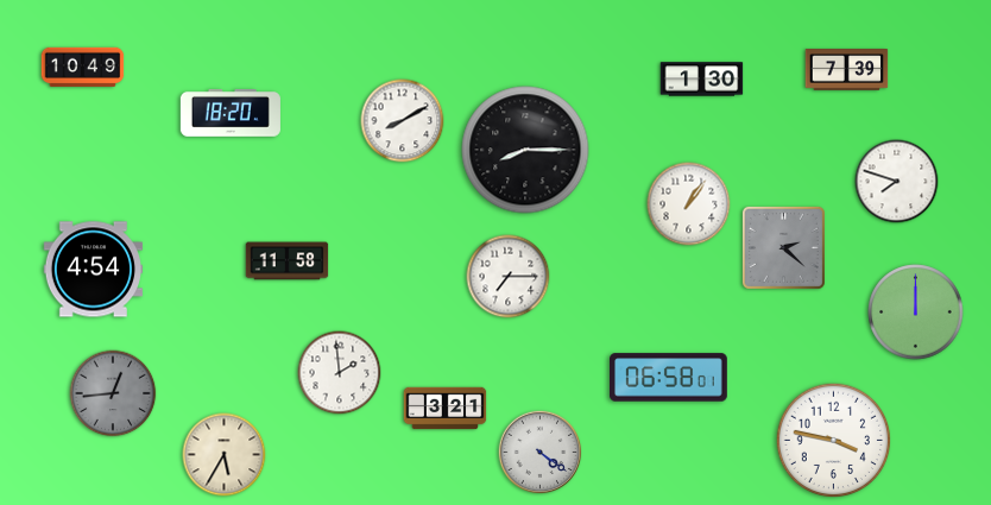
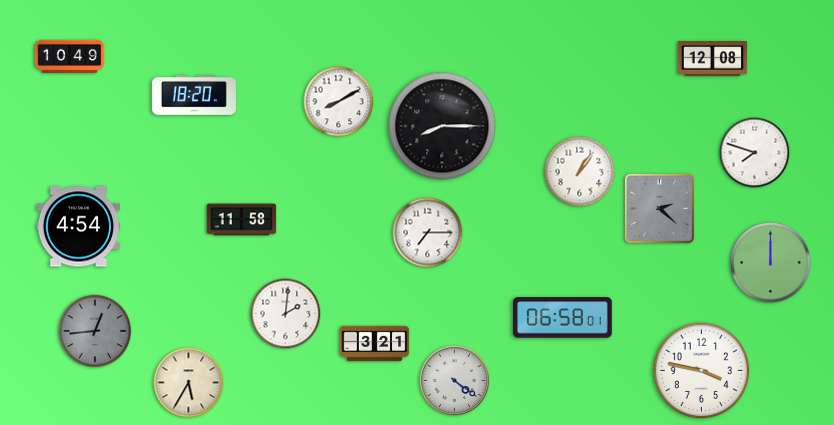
clock at (847, 70): 7:39 -> 12:08
clock at (702, 80): 1:30 -> none
clock at (340, 373): 1:59 -> 2:01
